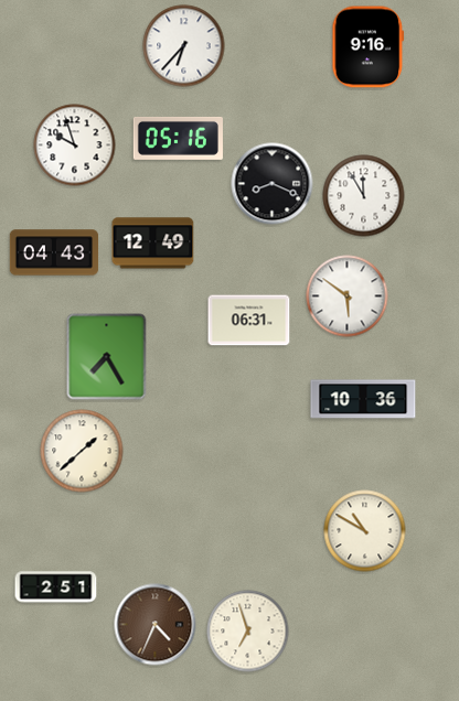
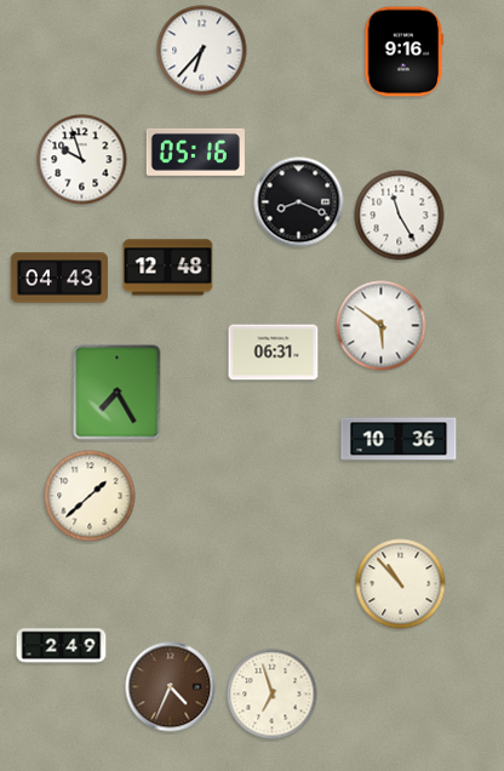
clock at (364, 196): 11:55 -> 11:25
clock at (153, 244): 12:49 -> 12:48
clock at (365, 531): 10:50 -> 10:53
clock at (56, 587): 2:51 -> 2:49
